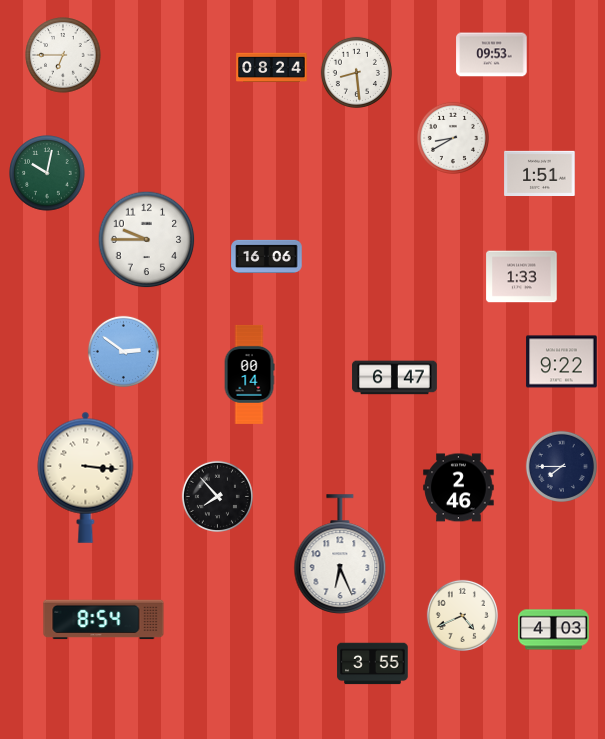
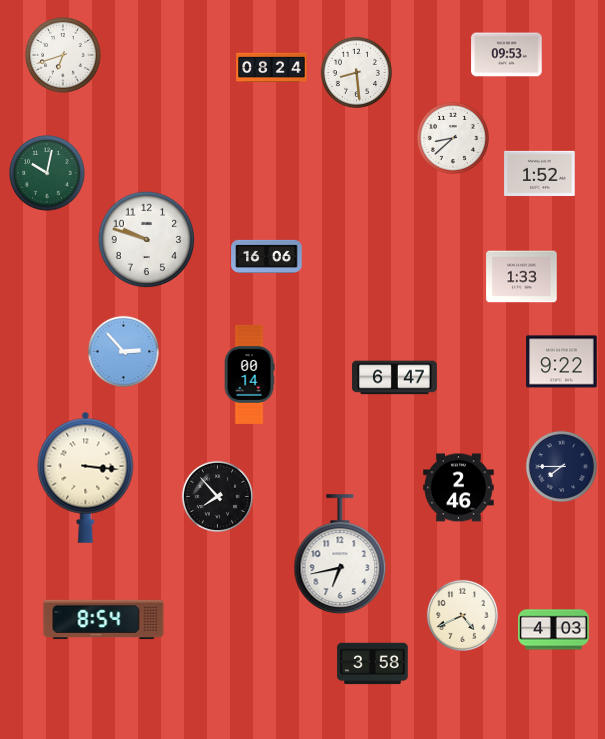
clock at (63, 55): 6:45 -> 6:42
clock at (492, 55) position: (492, 55) -> (507, 55)
clock at (453, 138): 8:40 -> 8:38
clock at (540, 173): 1:51 -> 1:52
clock at (147, 240): 9:45 -> 9:48
clock at (123, 351): 2:51 -> 2:53
clock at (340, 554): 6:26 -> 6:43
clock at (373, 664): 3:55 -> 3:58
